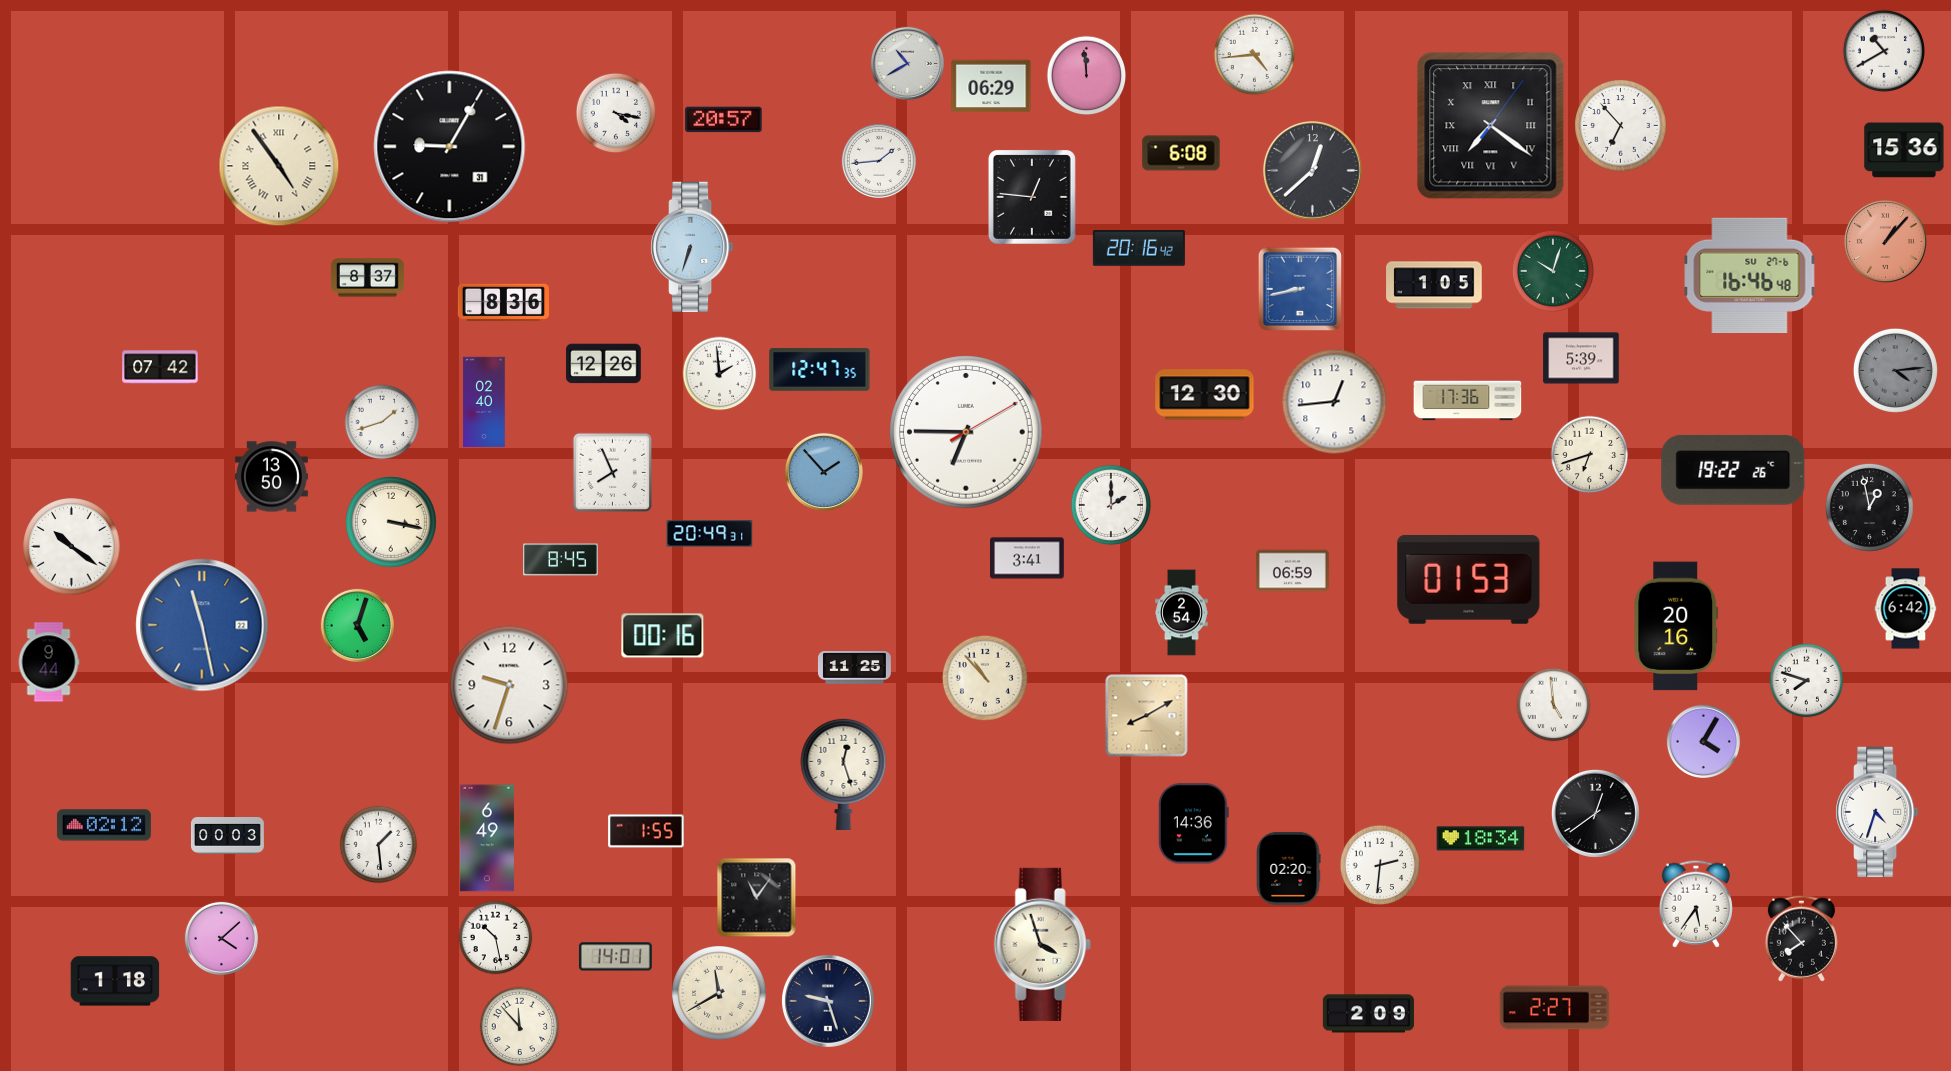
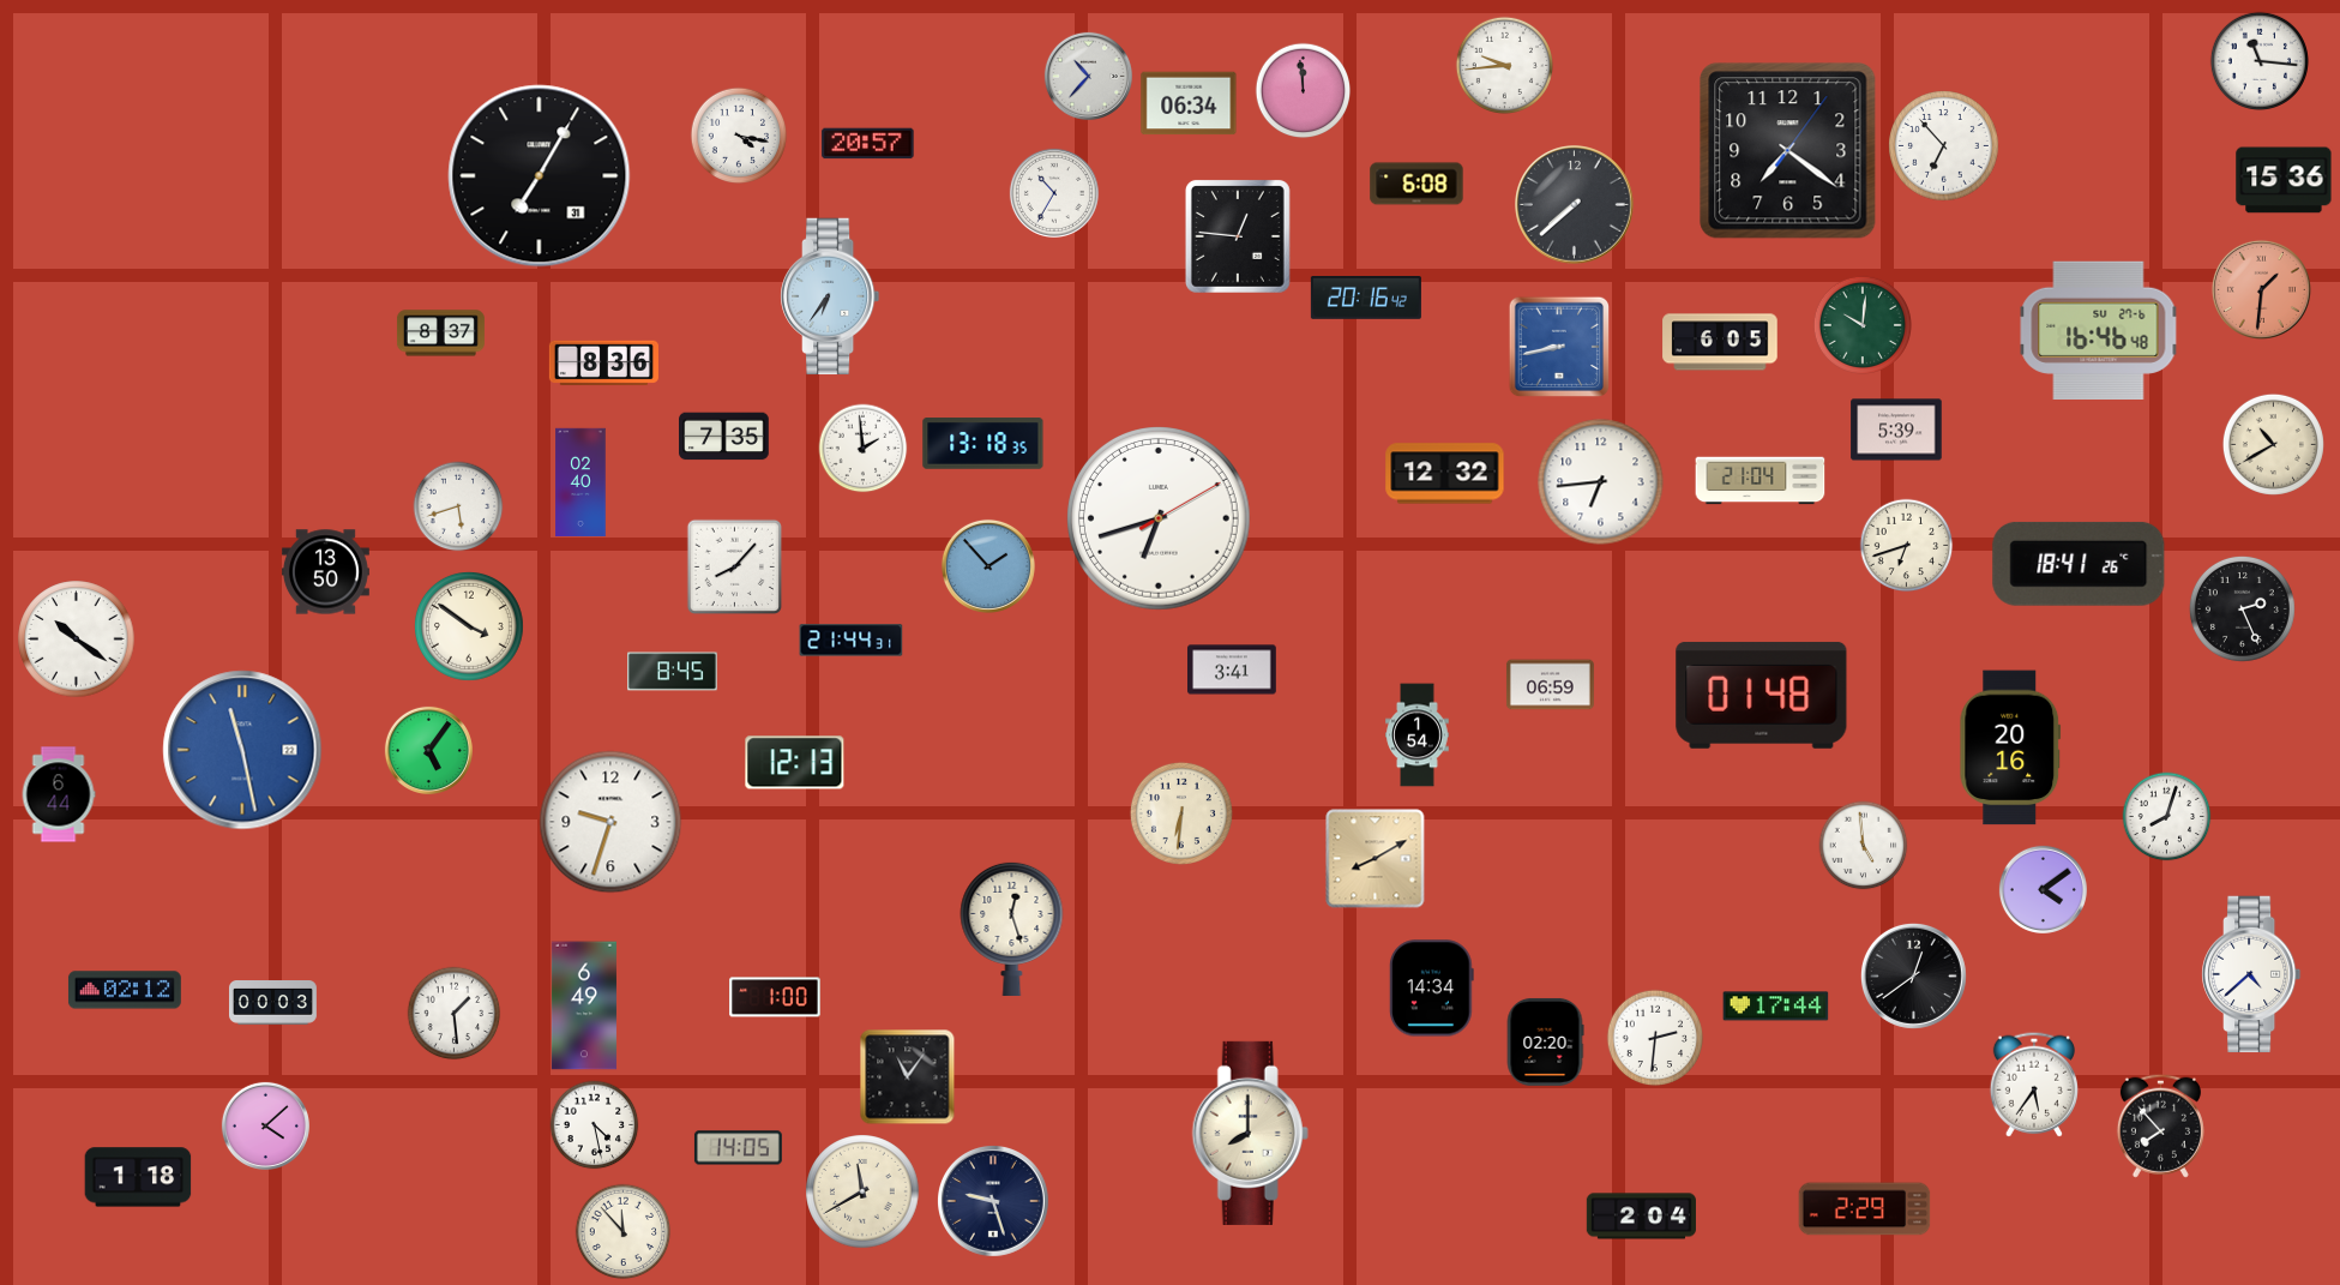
clock at (1883, 50): 10:40 -> 11:16
clock at (1254, 54): 4:44 -> 9:44
clock at (907, 63): 10:40 -> 10:37
clock at (991, 86): 06:29 -> 06:34
clock at (1491, 126) numerals: Roman -> Arabic
clock at (1621, 126) position: (1621, 126) -> (1944, 146)
clock at (450, 147): 9:05 -> 7:05
clock at (879, 161): 1:44 -> 10:35
clock at (279, 166): 4:54 -> none
clock at (1313, 171): 12:38 -> 7:38
clock at (1885, 241): 1:07 -> 1:31
clock at (693, 247): 6:33 -> 6:36
clock at (1552, 270): 10:03 -> 10:01
clock at (1434, 285): 1:05 -> 6:05
clock at (604, 364): 12:26 -> 7:35
clock at (160, 367): 07:42 -> none
clock at (820, 370): 12:47 -> 13:18
clock at (1895, 370): 4:14 -> 10:40
clock at (1895, 370) dial: grey -> cream
clock at (1205, 395): 12:30 -> 12:32
clock at (1468, 401): 17:36 -> 21:04
clock at (1335, 402): 12:44 -> 6:44
clock at (382, 422): 1:42 -> 5:42
clock at (967, 433): 6:45 -> 6:42
clock at (1733, 470): 19:22 -> 18:41
clock at (612, 472): 7:56 -> 8:07
clock at (1111, 505): 2:00 -> none
clock at (1869, 507): 12:58 -> 2:26
clock at (392, 523): 3:17 -> 3:51
clock at (710, 534): 20:49 -> 21:44
clock at (72, 547) position: (72, 547) -> (77, 640)
clock at (1469, 579): 01:53 -> 01:48
clock at (1906, 609): 6:42 -> none
clock at (1182, 613): 2:54 -> 1:54
clock at (357, 625): 5:03 -> 5:06
clock at (1676, 626) position: (1676, 626) -> (2010, 747)
clock at (663, 636): 00:16 -> 12:13
clock at (49, 662): 9:44 -> 6:44
clock at (854, 668): 11:25 -> none
clock at (985, 678): 10:53 -> 6:31
clock at (1807, 681): 7:48 -> 8:03
clock at (1703, 741): 4:05 -> 4:09
clock at (1878, 812): 4:33 -> 4:38
clock at (1193, 824): 14:36 -> 14:34
clock at (646, 831): 1:55 -> 1:00
clock at (1481, 839): 18:34 -> 17:44
clock at (496, 938): 10:28 -> 4:28
clock at (1042, 944): 3:57 -> 8:00
clock at (615, 957): 14:01 -> 14:05
clock at (1555, 1008): 2:27 -> 2:29
clock at (1368, 1014): 2:09 -> 2:04
